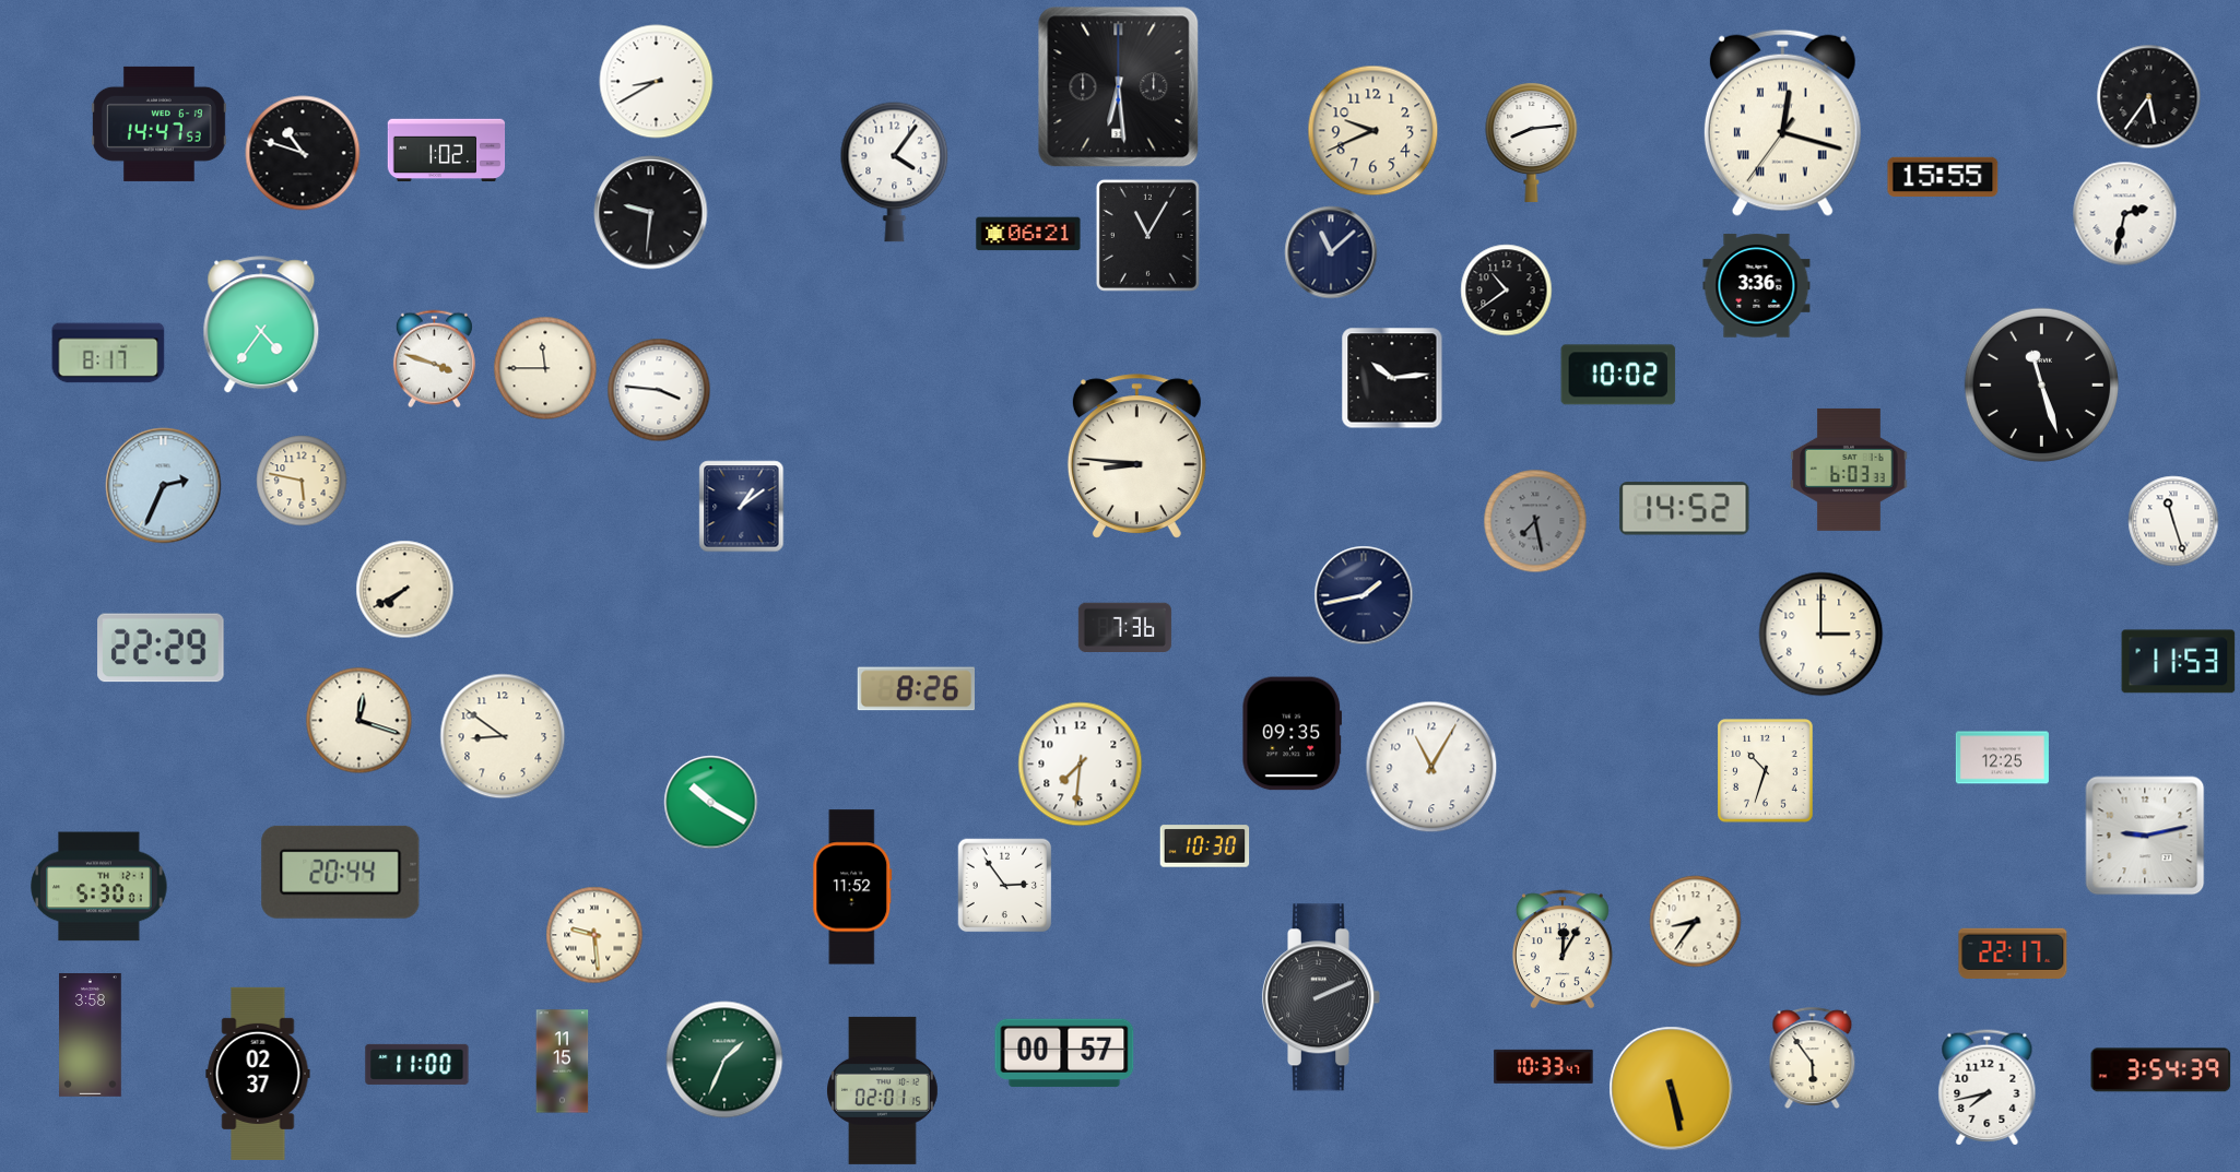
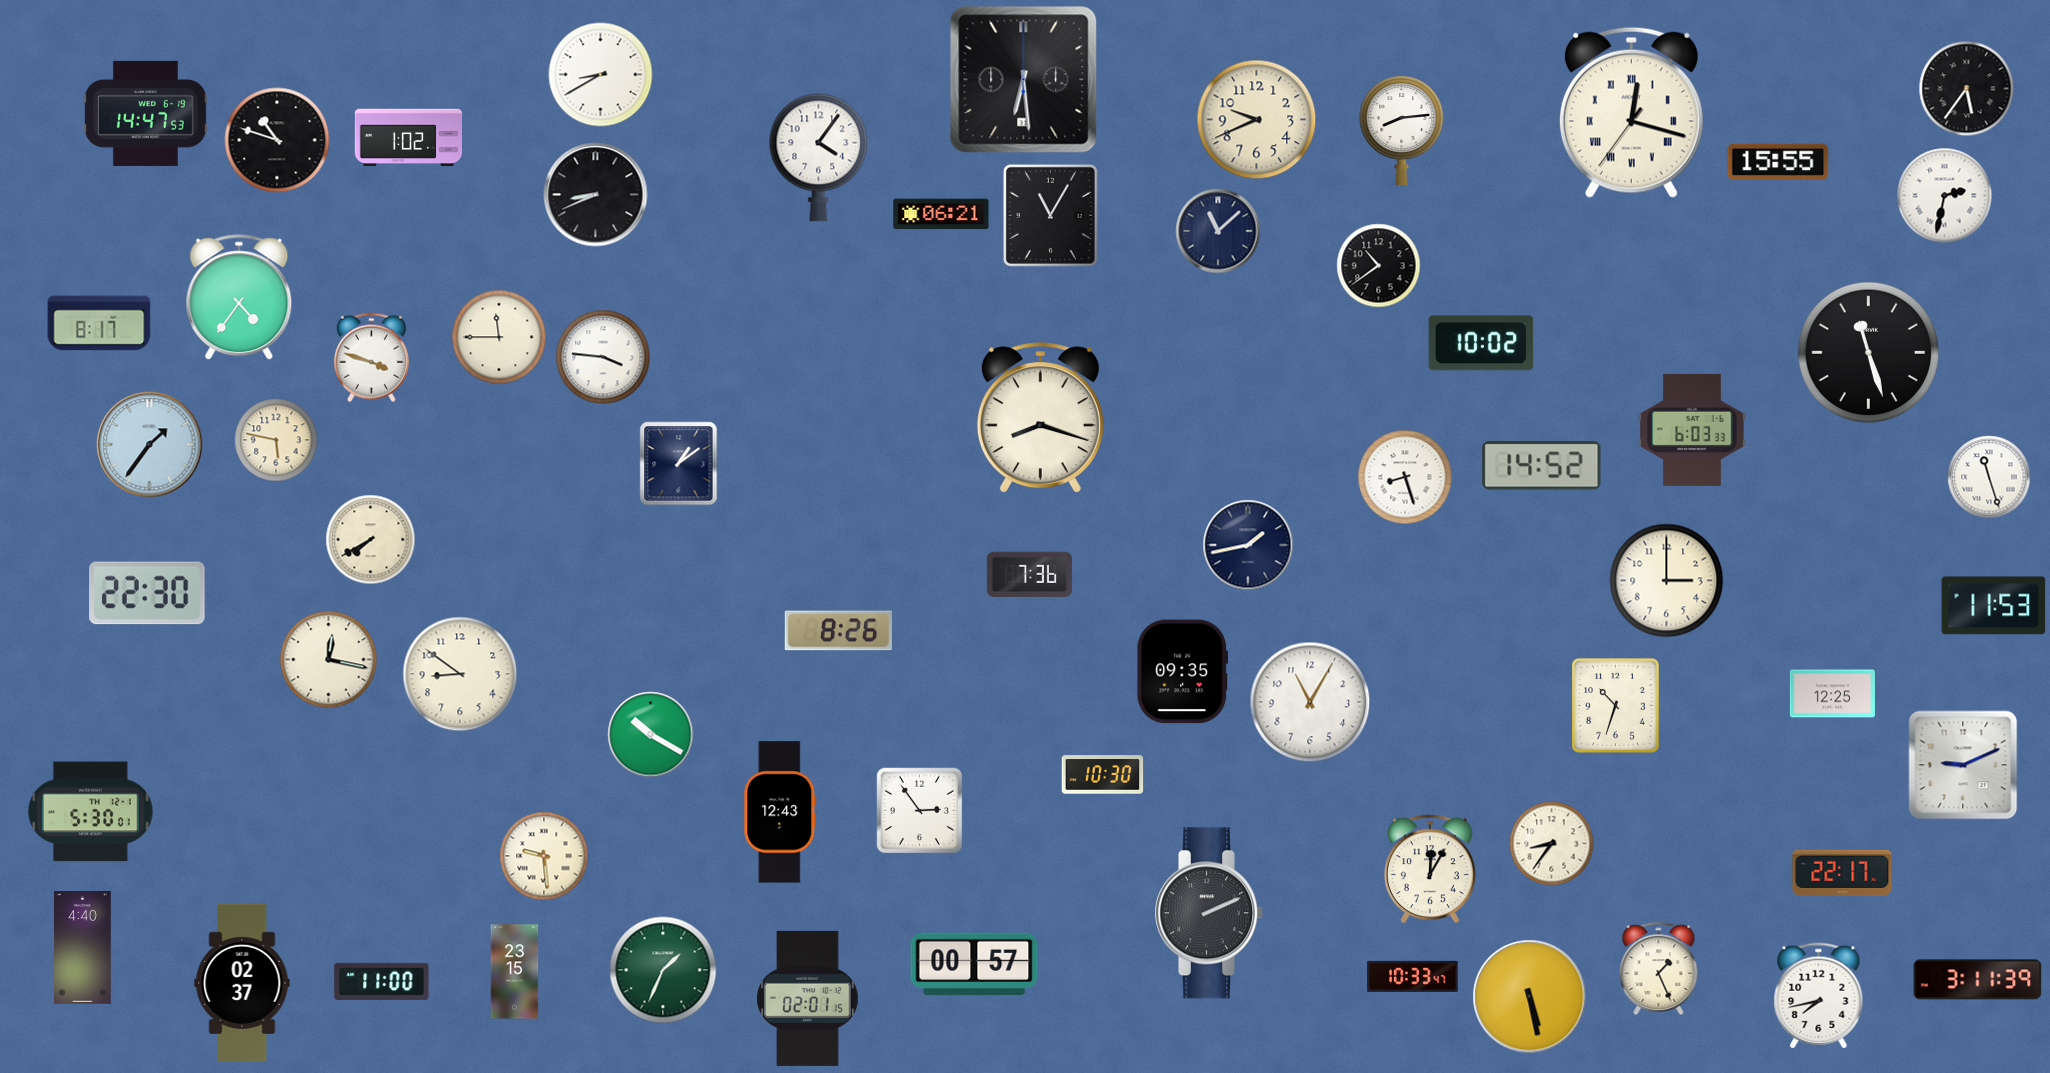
clock at (651, 213): 9:31 -> 8:41
clock at (1757, 286): 3:36 -> none
clock at (434, 359) position: (434, 359) -> (371, 358)
clock at (1392, 378): 10:14 -> none
clock at (1136, 455): 8:46 -> 8:18
clock at (164, 486): 2:34 -> 1:36
clock at (1535, 521): 7:28 -> 8:27
clock at (1535, 521) dial: grey -> white
clock at (161, 648): 22:29 -> 22:30
clock at (359, 721): 12:18 -> 12:17
clock at (1081, 765): 7:31 -> none
clock at (2145, 836): 9:13 -> 9:11
clock at (341, 872): 20:44 -> none
clock at (852, 887): 11:52 -> 12:43
clock at (91, 1035): 3:58 -> 4:40
clock at (1813, 1057): 5:54 -> 1:26
clock at (563, 1062): 11:15 -> 23:15
clock at (417, 1064) position: (417, 1064) -> (382, 981)
clock at (2161, 1070): 3:54 -> 3:11
clock at (258, 1074) position: (258, 1074) -> (242, 983)
